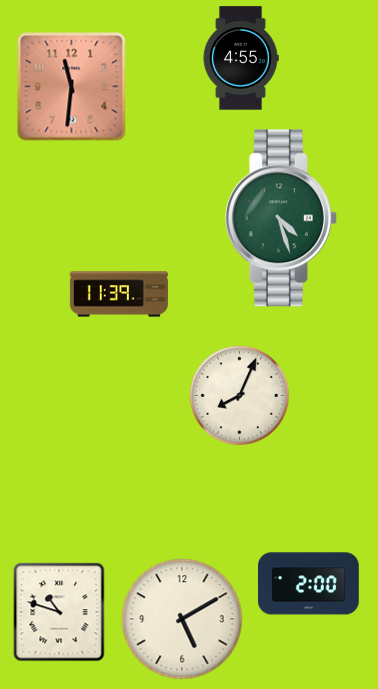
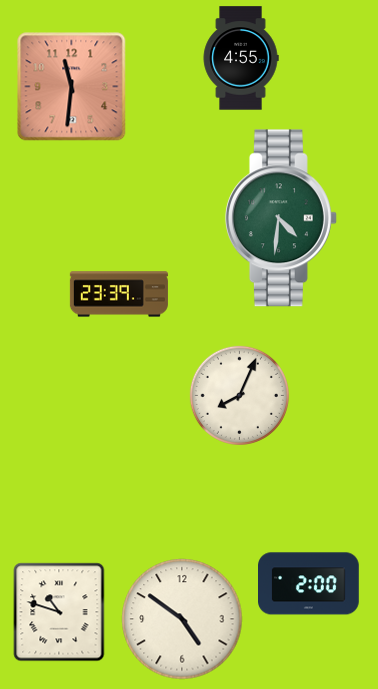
clock at (281, 218): 4:27 -> 4:31
clock at (119, 294): 11:39 -> 23:39
clock at (182, 619): 5:10 -> 4:51
